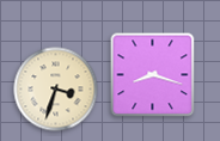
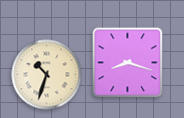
clock at (56, 90): 3:33 -> 10:33
